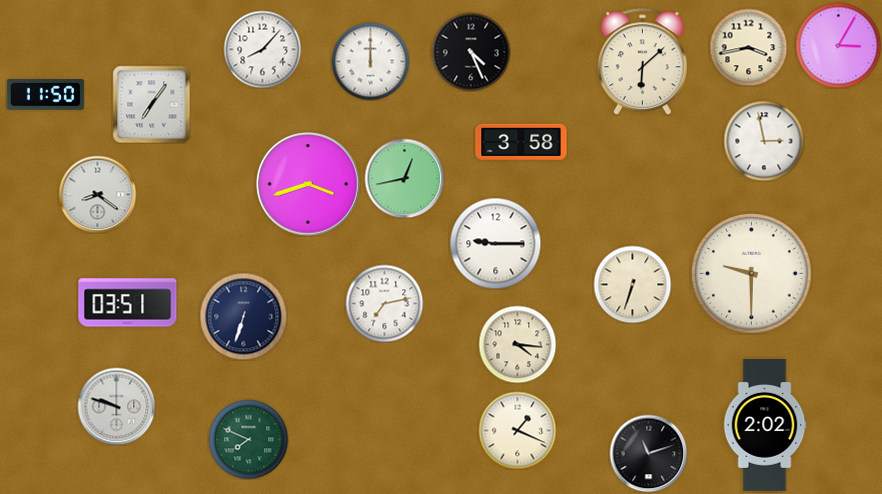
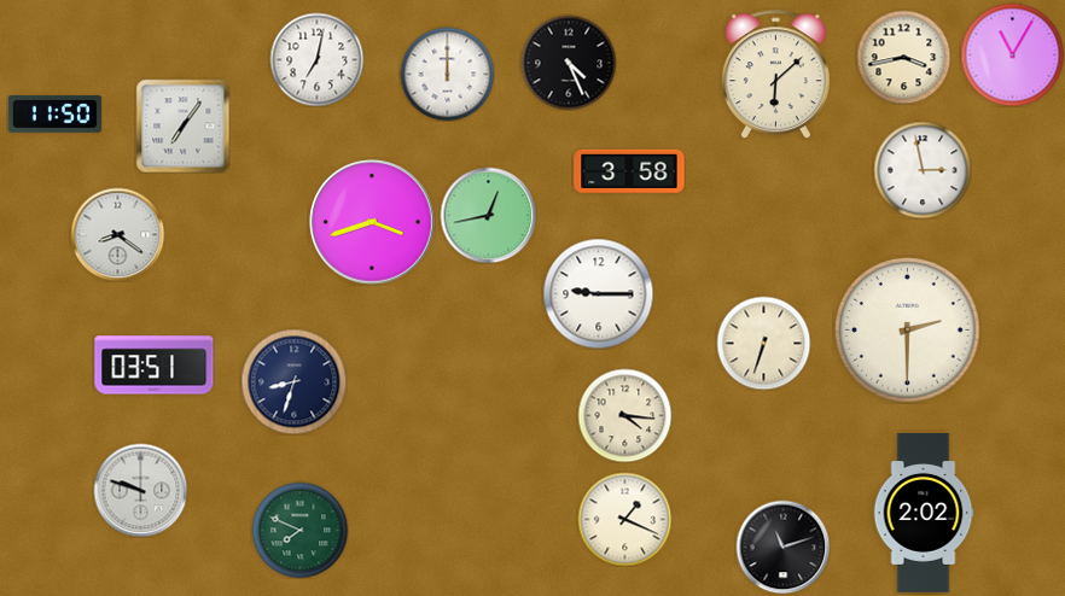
clock at (838, 45): 3:05 -> 11:05
clock at (262, 49): 8:07 -> 7:02
clock at (752, 274): 9:30 -> 2:30
clock at (384, 303): 7:13 -> none
clock at (243, 316): 6:33 -> 8:33
